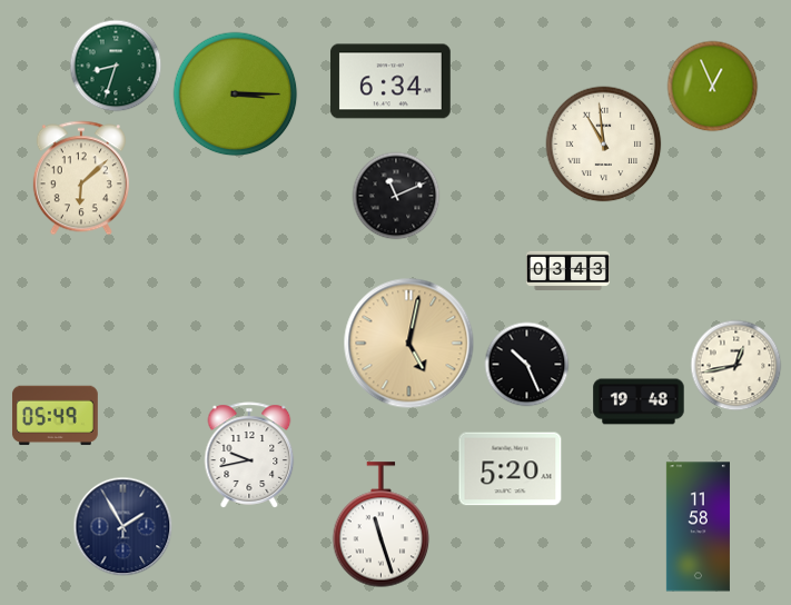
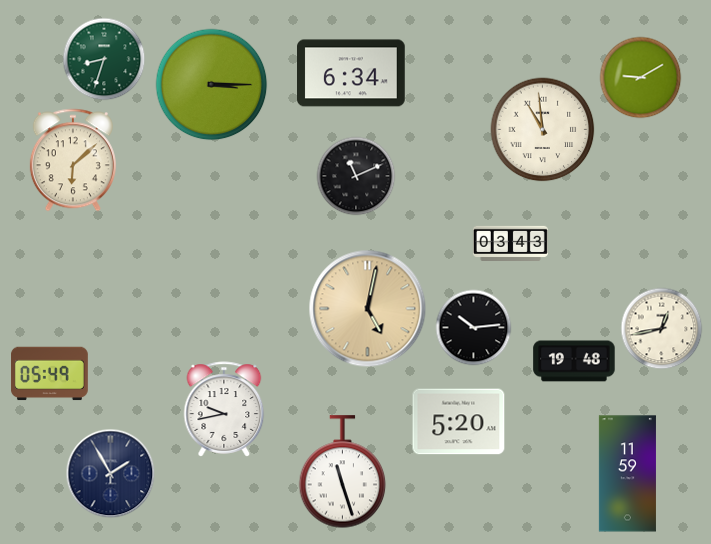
clock at (713, 87): 12:56 -> 9:10
clock at (527, 365): 10:26 -> 10:14
clock at (698, 527): 11:58 -> 11:59
